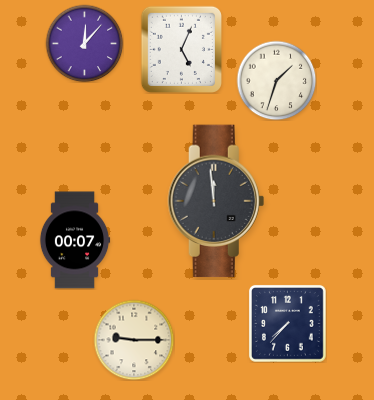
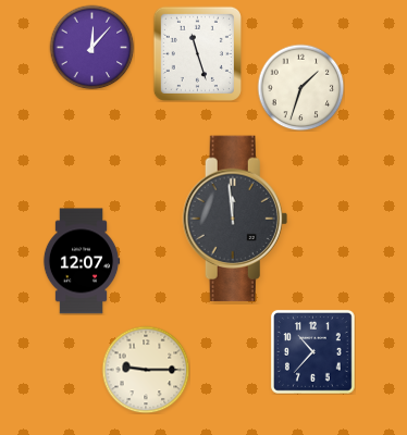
clock at (181, 49): 5:04 -> 11:27
clock at (75, 240): 00:07 -> 12:07
clock at (287, 323): 7:37 -> 10:37
